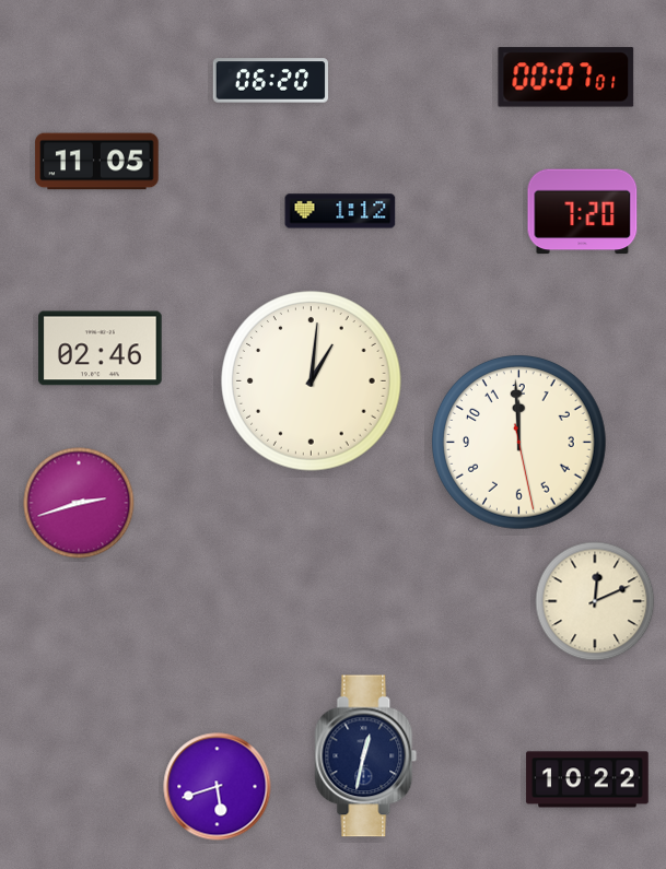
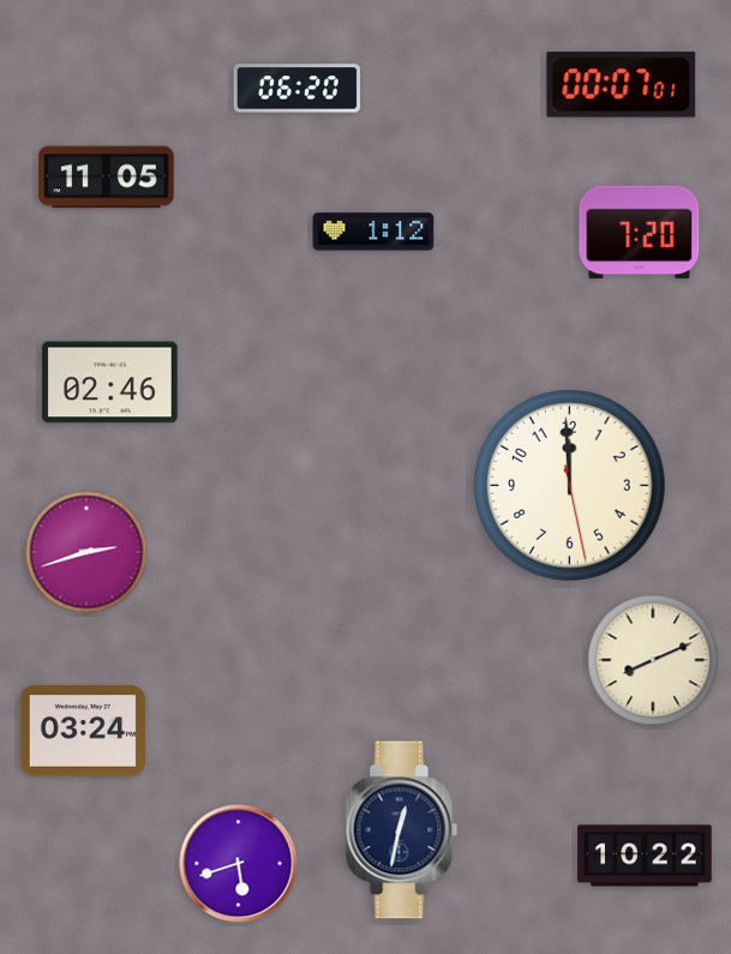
clock at (312, 381): 1:01 -> none
clock at (595, 601): 12:11 -> 8:11
clock at (83, 731): none -> 03:24
